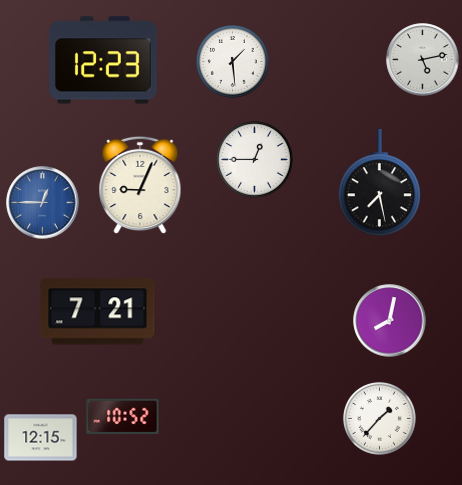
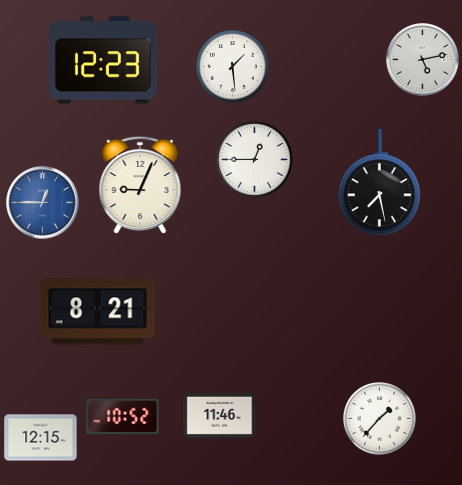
clock at (232, 61) position: (232, 61) -> (232, 66)
clock at (98, 312): 7:21 -> 8:21
clock at (390, 321): 8:02 -> none
clock at (220, 415): none -> 11:46
